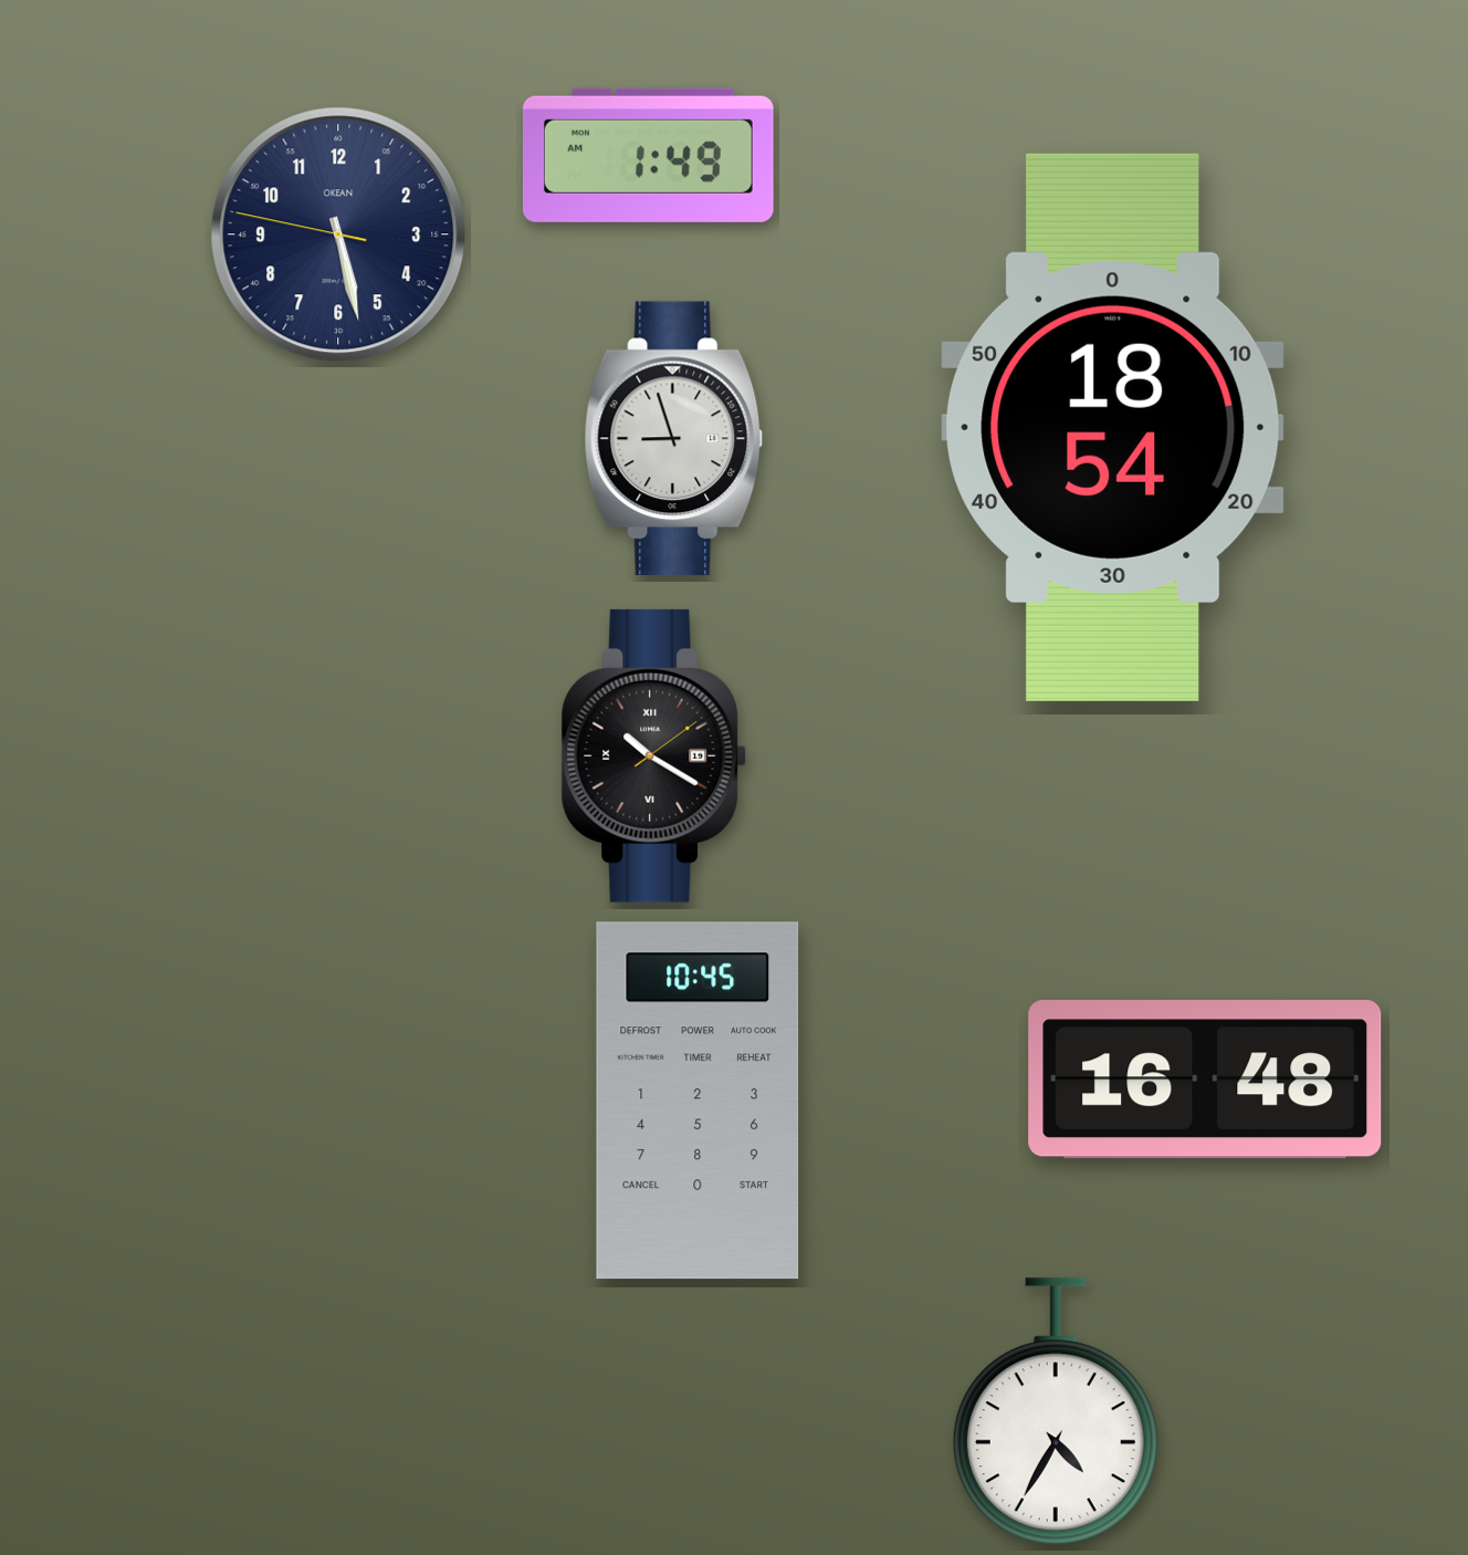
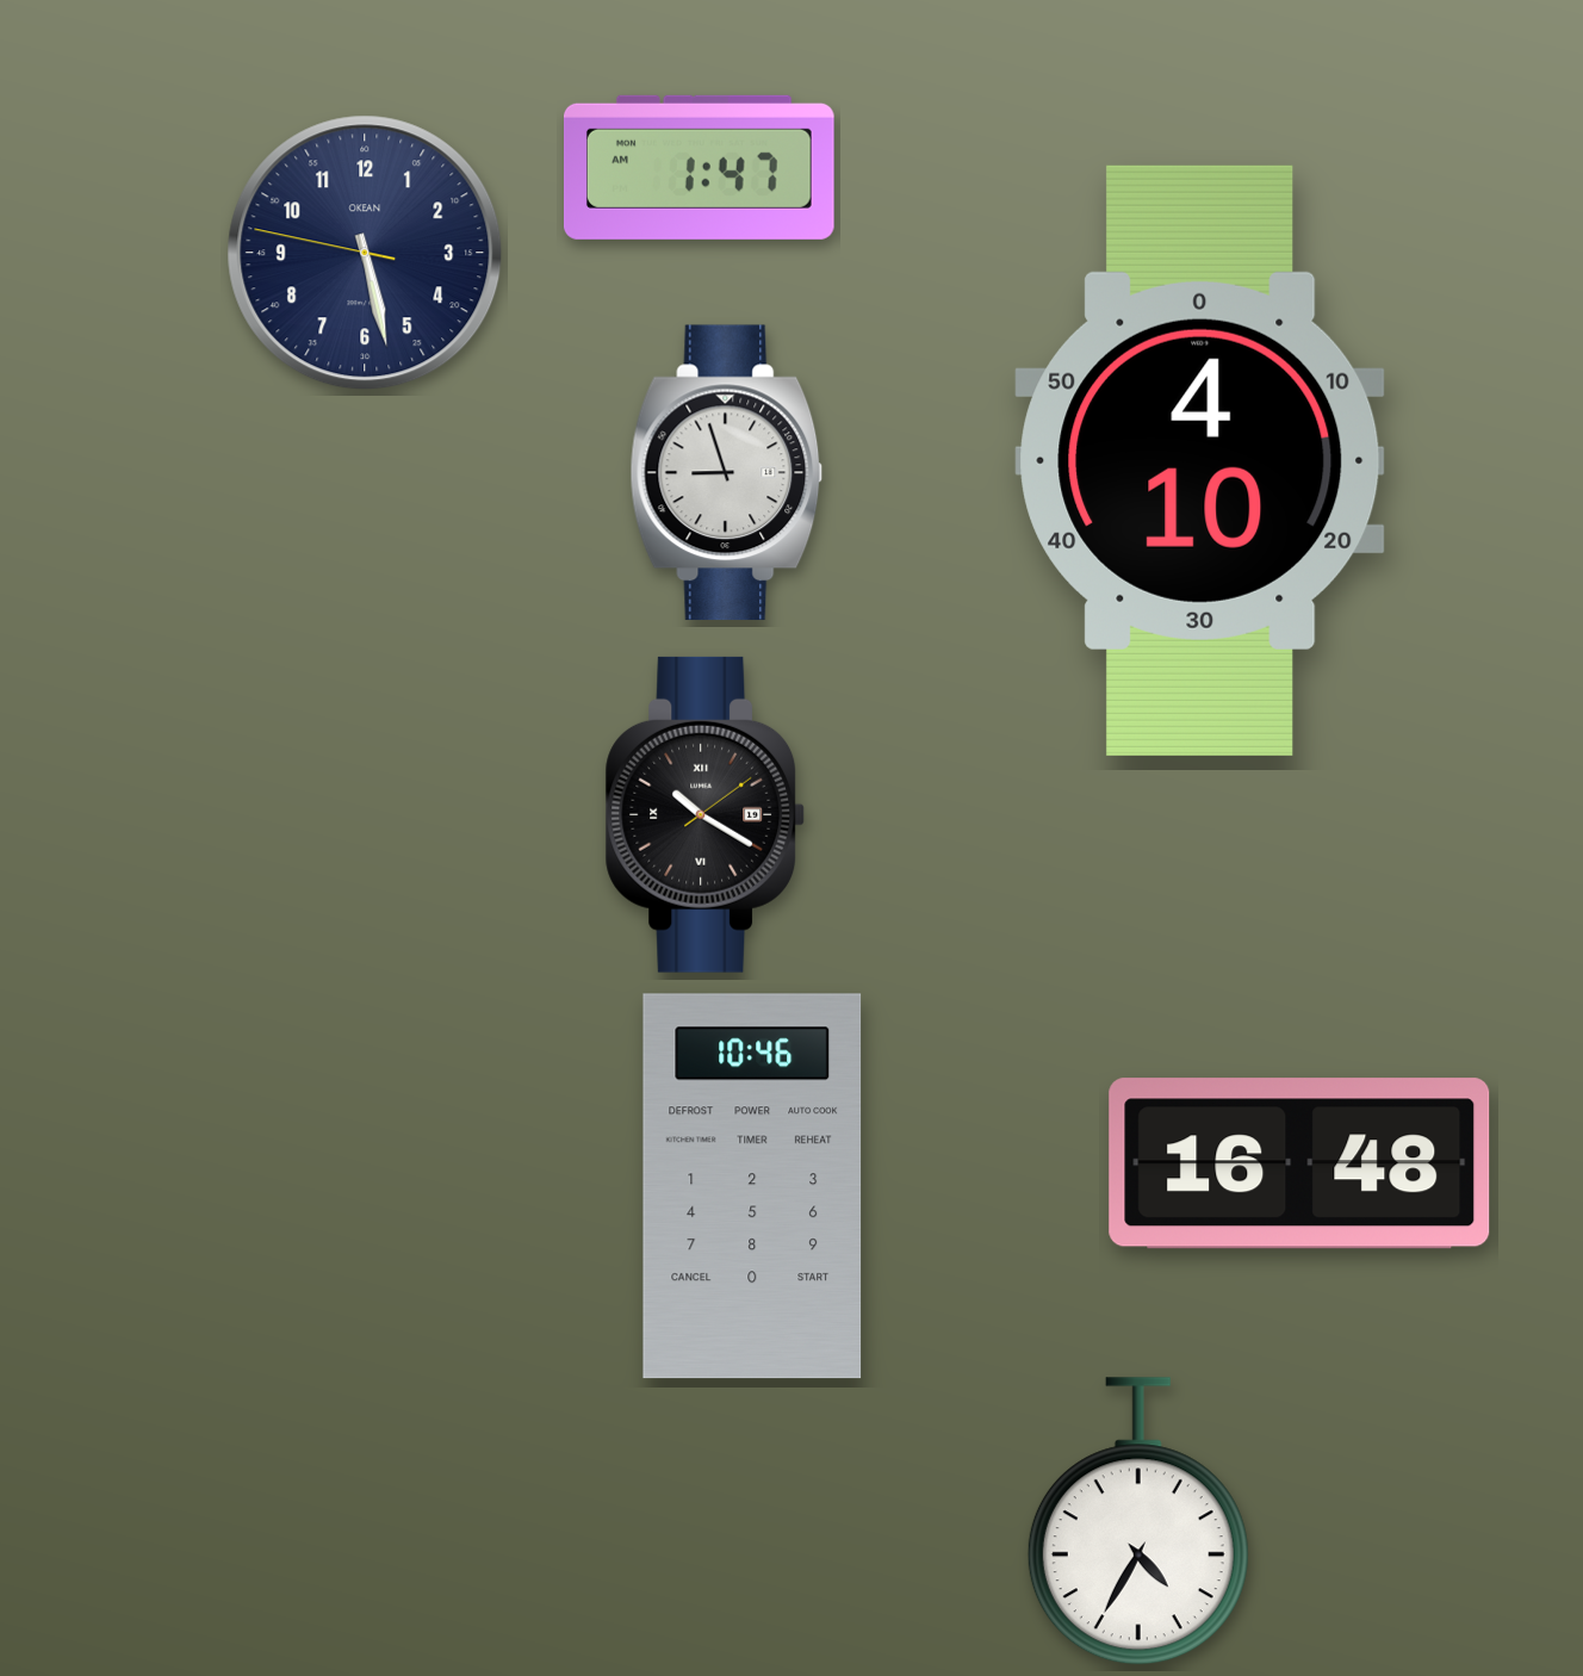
clock at (649, 155): 1:49 -> 1:47
clock at (1113, 427): 18:54 -> 4:10
clock at (698, 1100): 10:45 -> 10:46
